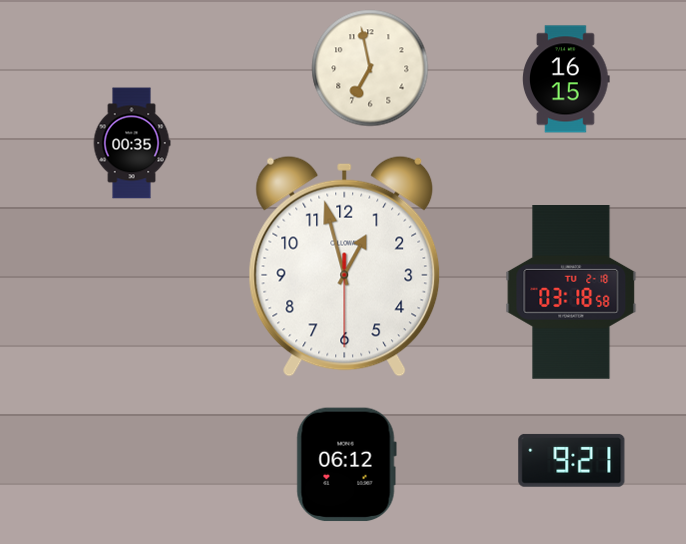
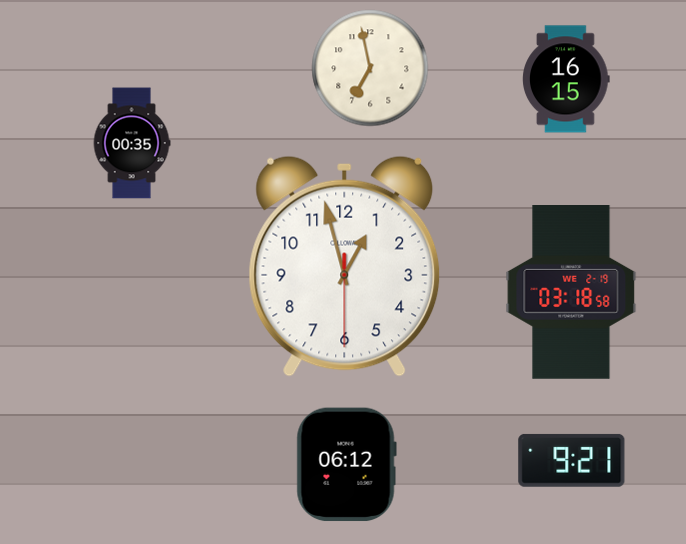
clock at (571, 293) date: TU 2-18 -> WE 2-19
